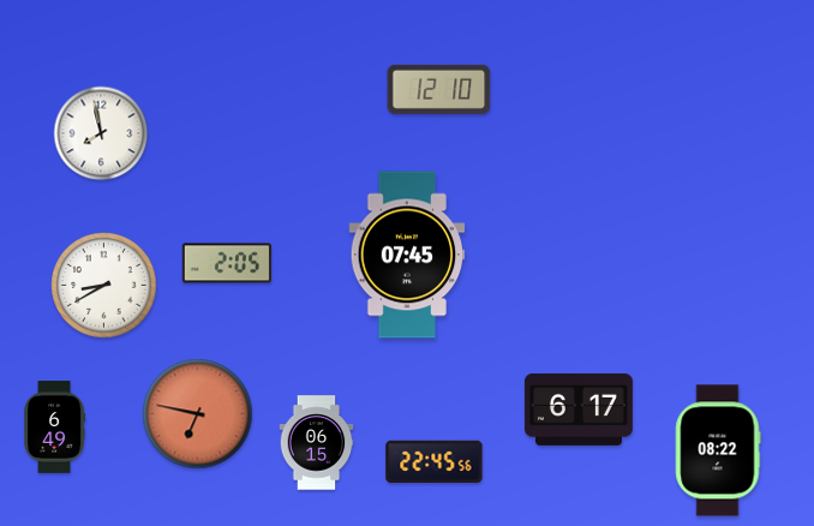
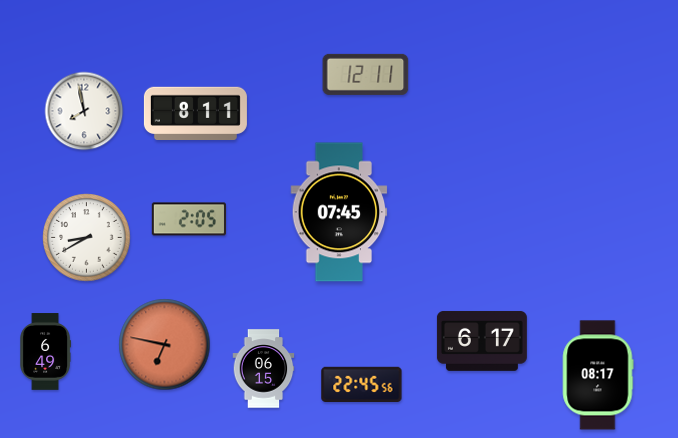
clock at (439, 89): 12:10 -> 12:11
clock at (195, 114): none -> 8:11
clock at (54, 428) position: (54, 428) -> (45, 352)
clock at (718, 450): 08:22 -> 08:17
